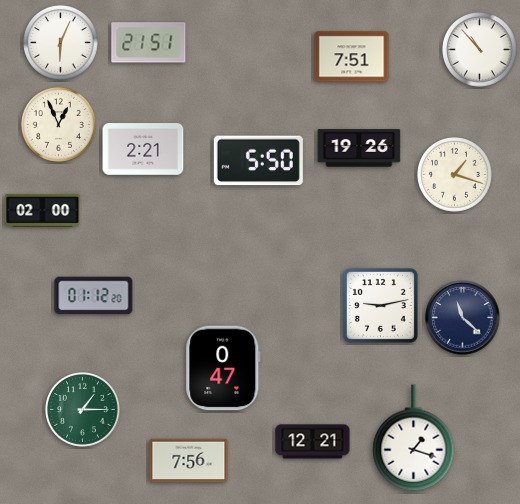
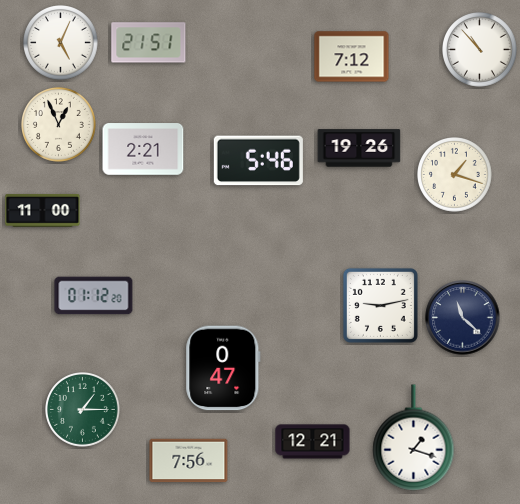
clock at (61, 43): 6:04 -> 5:04
clock at (352, 57): 7:51 -> 7:12
clock at (258, 161): 5:50 -> 5:46
clock at (43, 211): 02:00 -> 11:00
